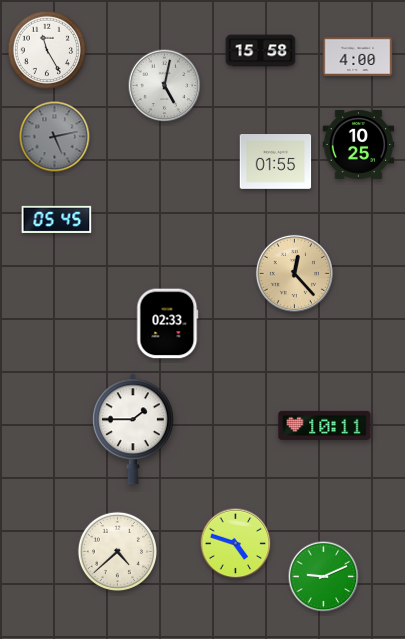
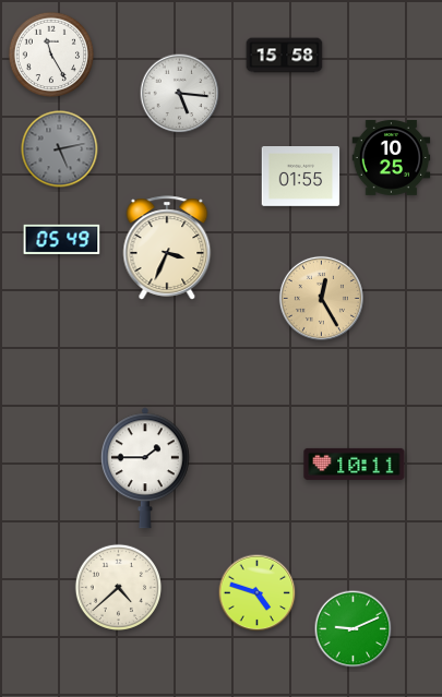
clock at (358, 57): 4:00 -> none
clock at (165, 86): 5:02 -> 5:16
clock at (57, 219): 05:45 -> 05:49
clock at (167, 248): none -> 3:34
clock at (294, 273): 12:23 -> 12:25
clock at (168, 324): 02:33 -> none
clock at (117, 551) position: (117, 551) -> (118, 587)
